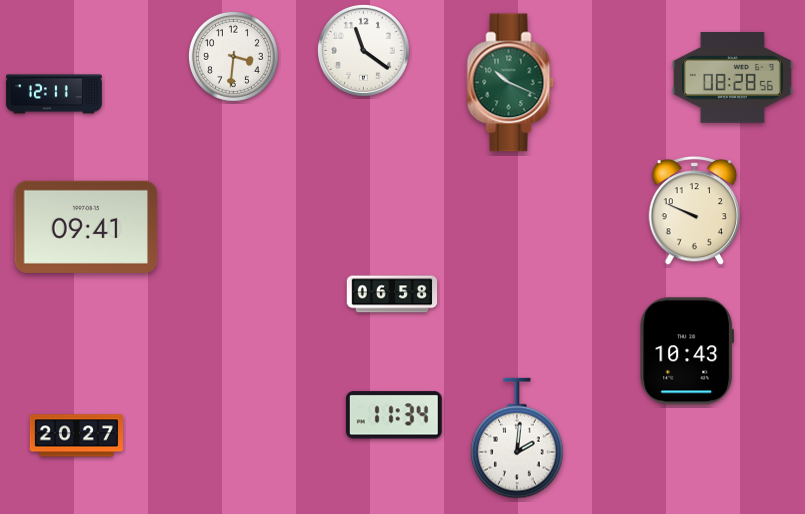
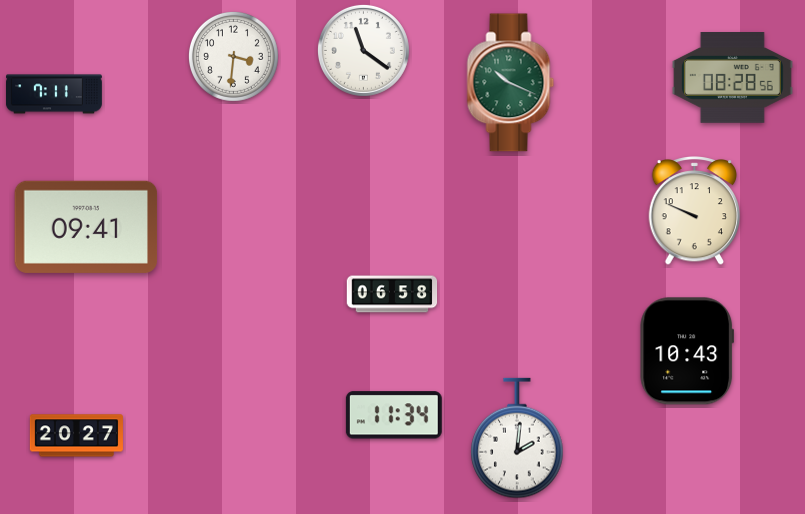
clock at (55, 94): 12:11 -> 7:11
